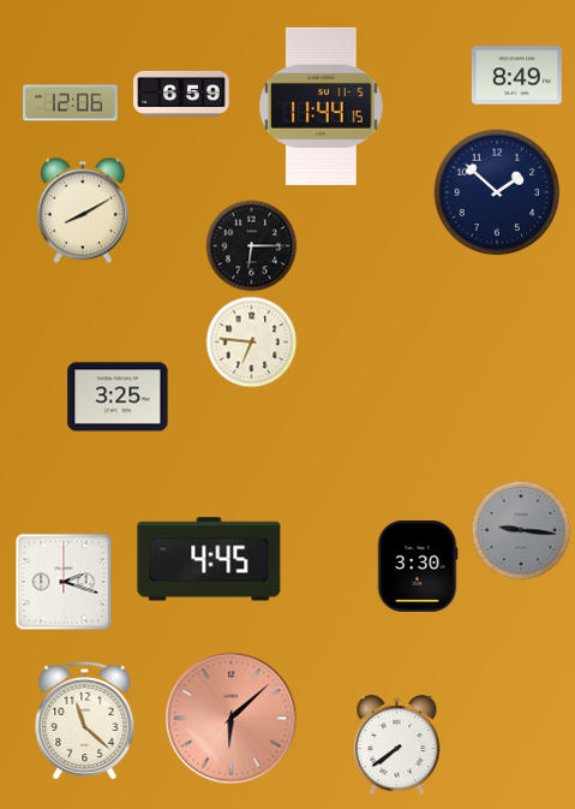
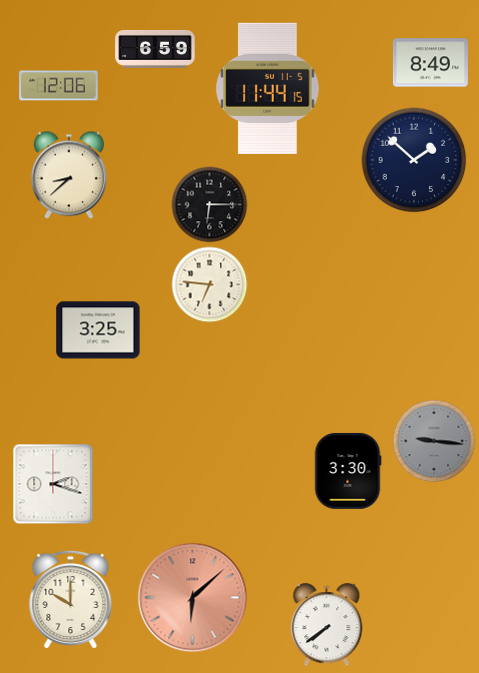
clock at (181, 94) position: (181, 94) -> (155, 49)
clock at (83, 210): 8:10 -> 8:38
clock at (209, 559): 4:45 -> none
clock at (85, 720): 11:22 -> 10:00
clock at (397, 745) position: (397, 745) -> (327, 625)
